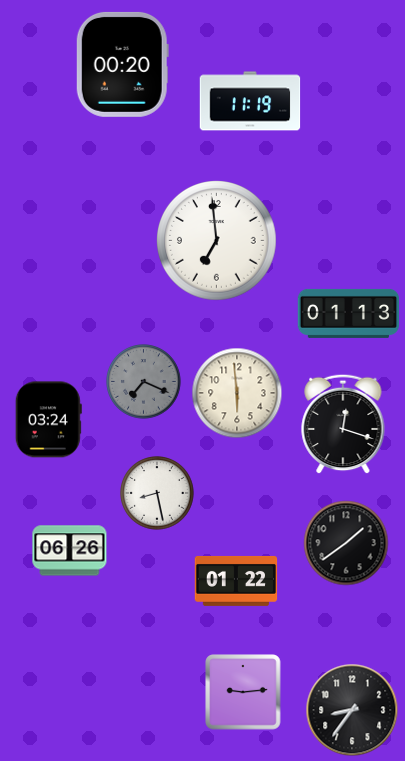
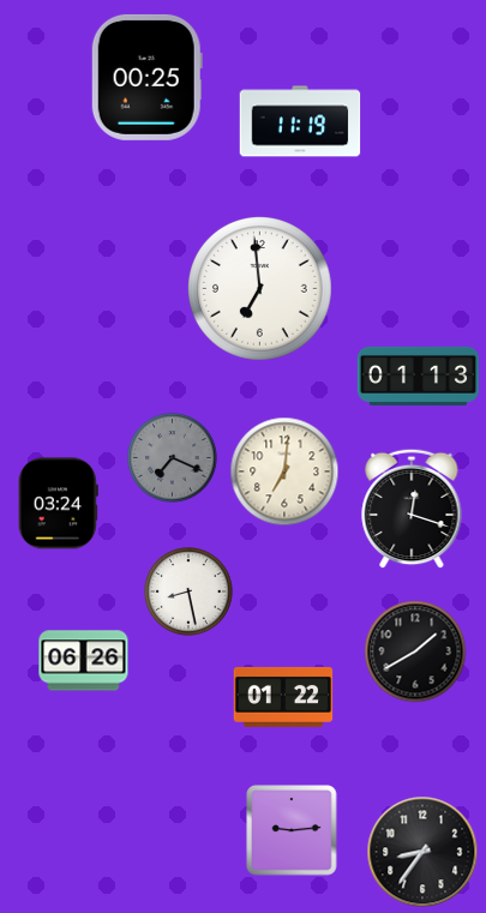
clock at (122, 64): 00:20 -> 00:25
clock at (237, 393): 5:59 -> 7:01
clock at (346, 543): 1:39 -> 1:40
